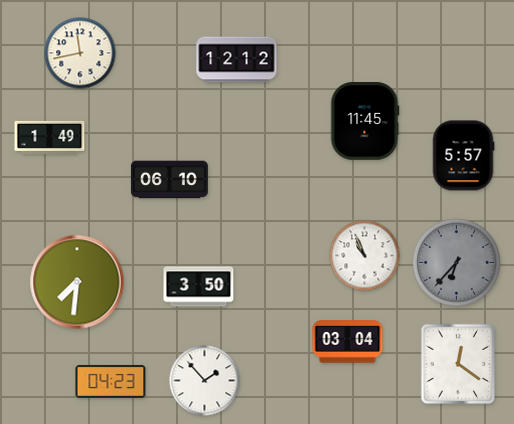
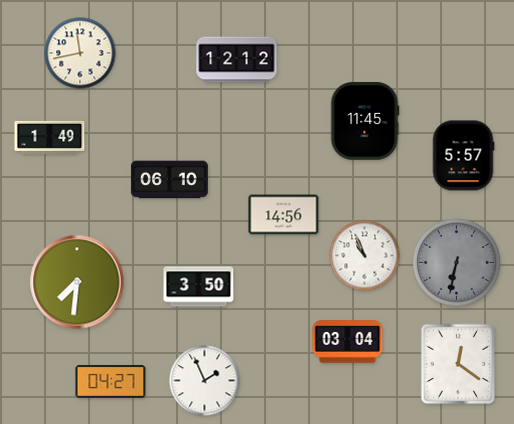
clock at (284, 215): none -> 14:56
clock at (457, 263): 6:37 -> 6:32
clock at (111, 381): 04:23 -> 04:27
clock at (205, 381): 1:53 -> 1:56
